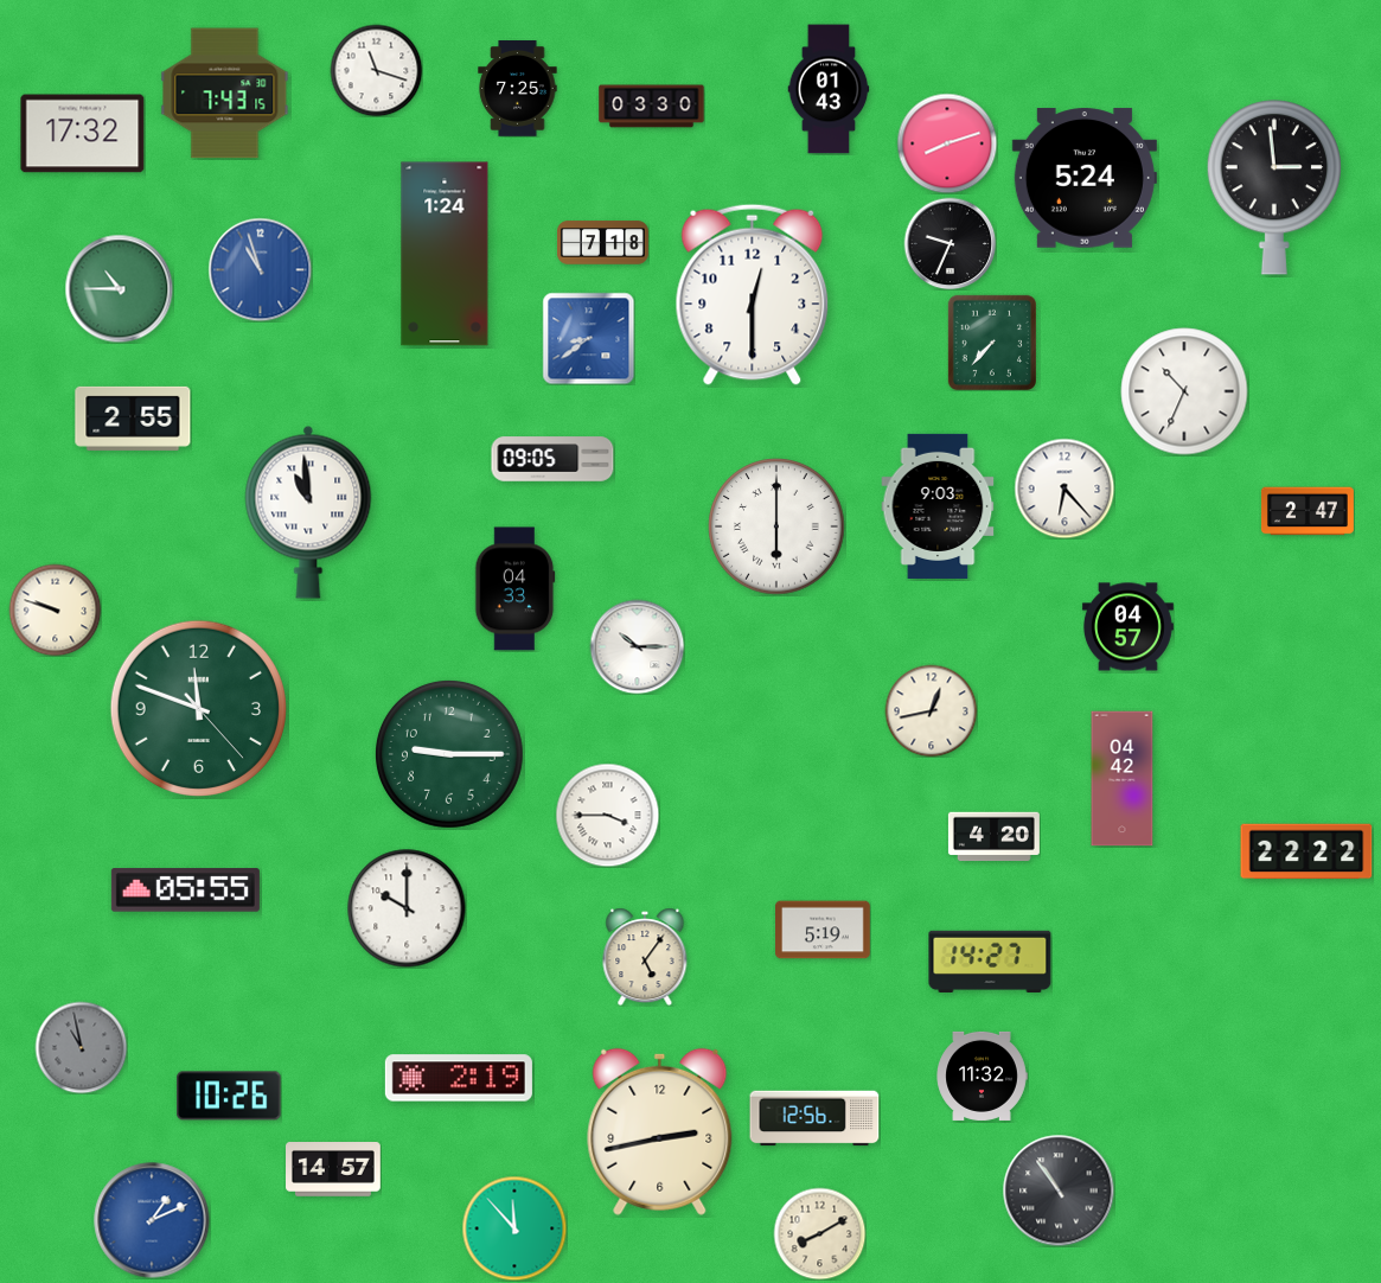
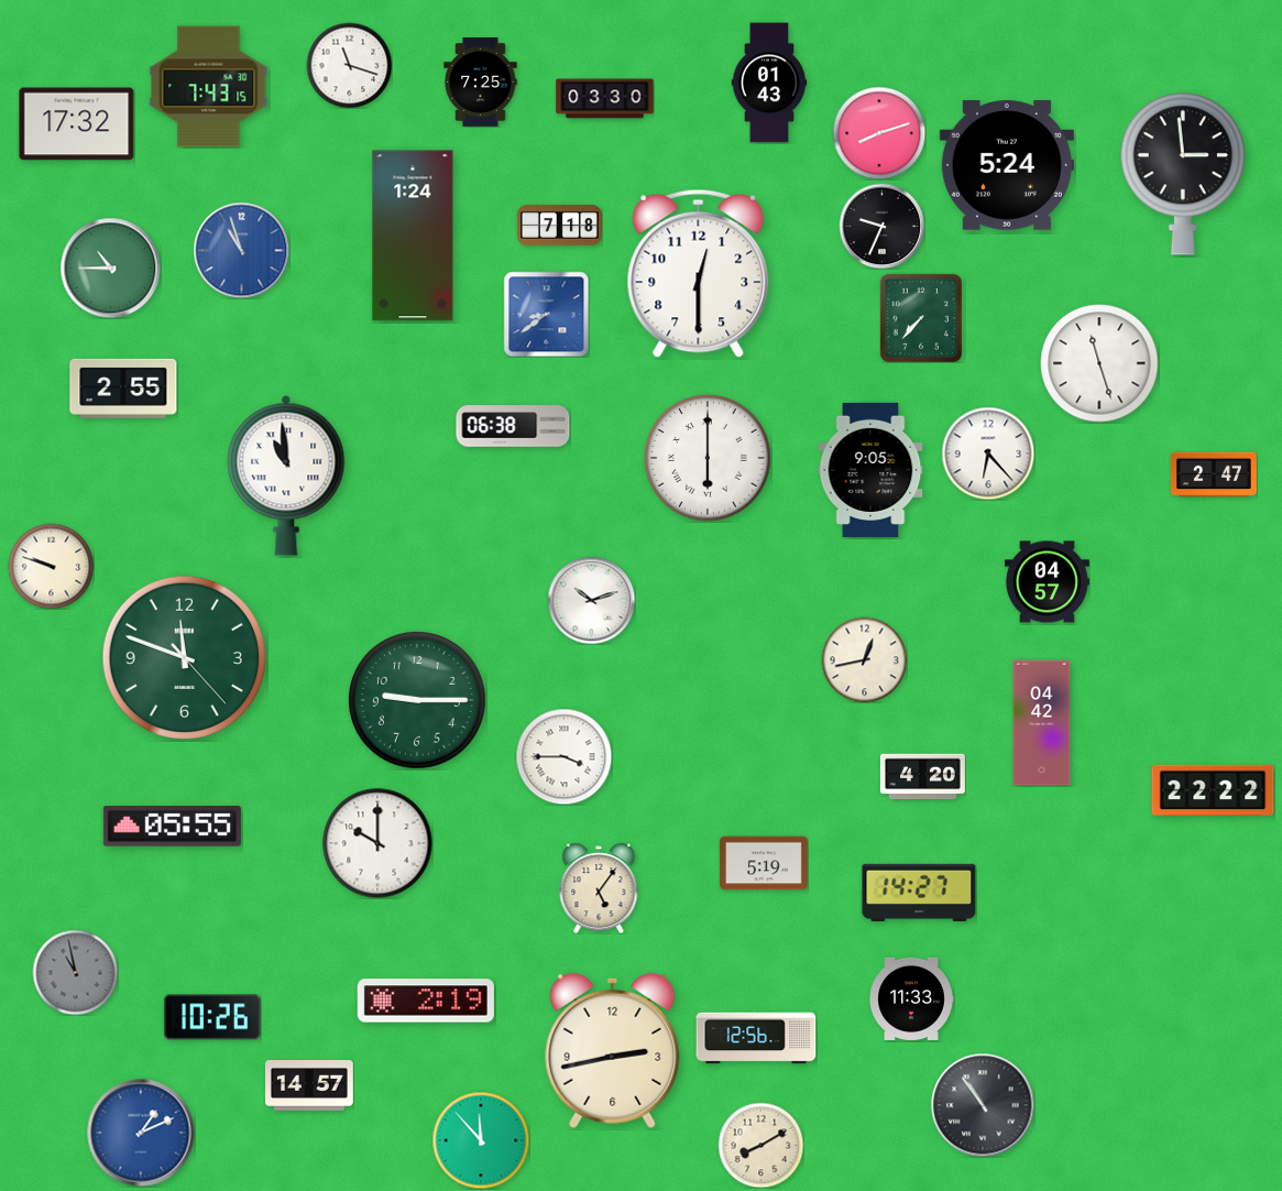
clock at (1184, 391): 10:34 -> 11:27
clock at (552, 459): 09:05 -> 06:38
clock at (938, 506): 9:03 -> 9:05
clock at (776, 526) position: (776, 526) -> (708, 458)
clock at (516, 589): 04:33 -> none
clock at (637, 646): 10:15 -> 10:12
clock at (982, 1075): 11:32 -> 11:33
clock at (514, 1228) position: (514, 1228) -> (481, 1140)
